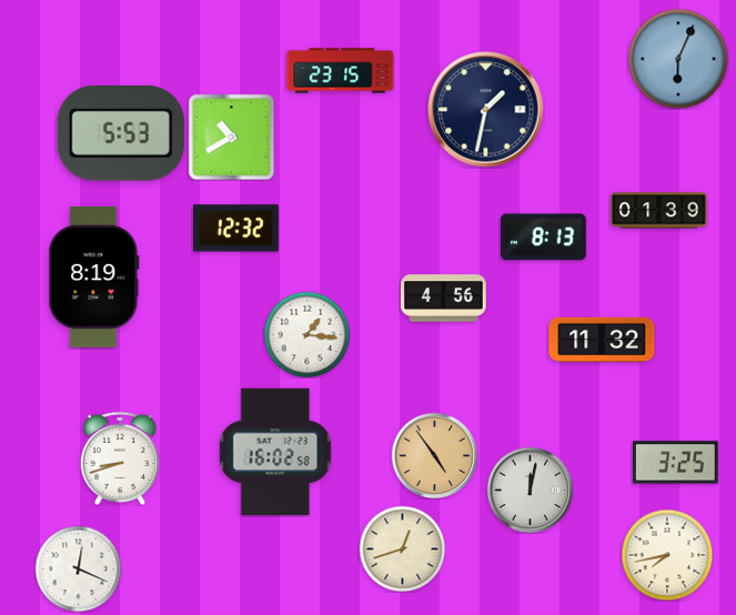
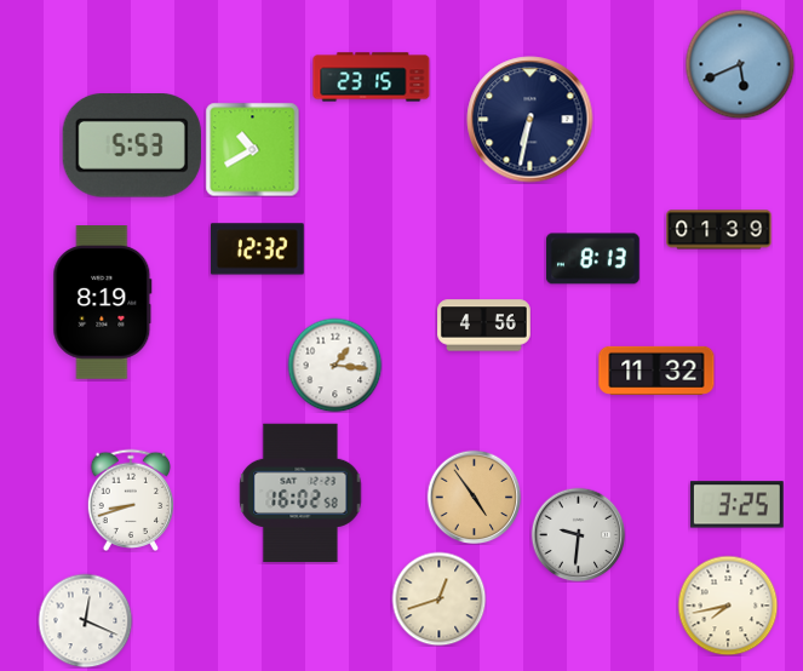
clock at (678, 59): 6:04 -> 5:41
clock at (486, 110): 1:32 -> 6:32
clock at (530, 490): 12:02 -> 9:31
